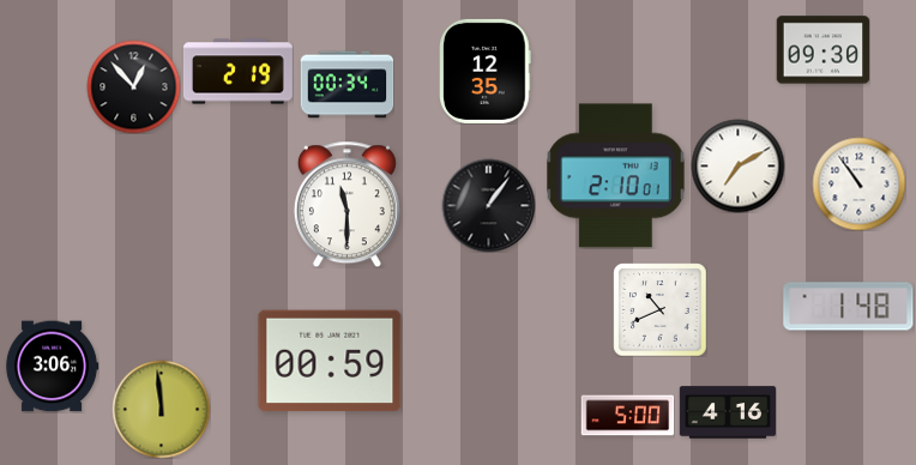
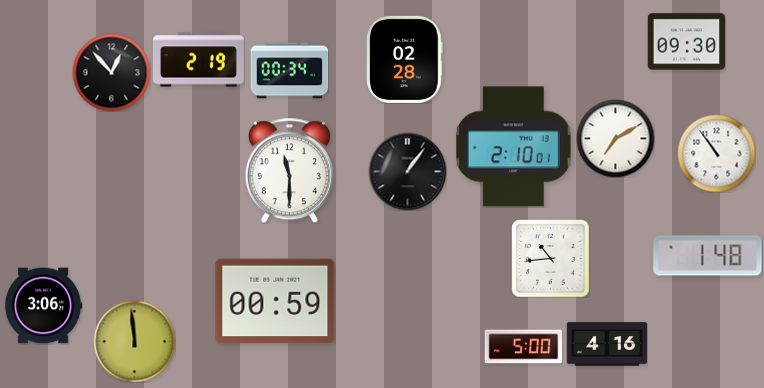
clock at (486, 71): 12:35 -> 02:28
clock at (659, 309): 10:41 -> 10:44
